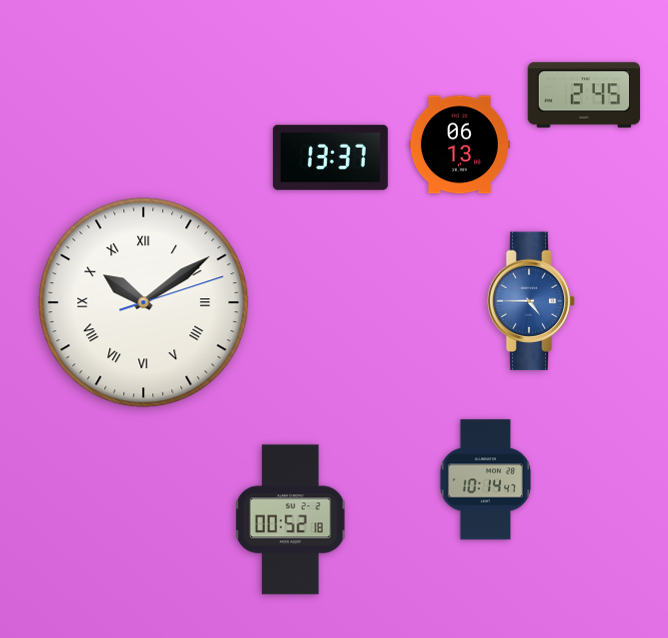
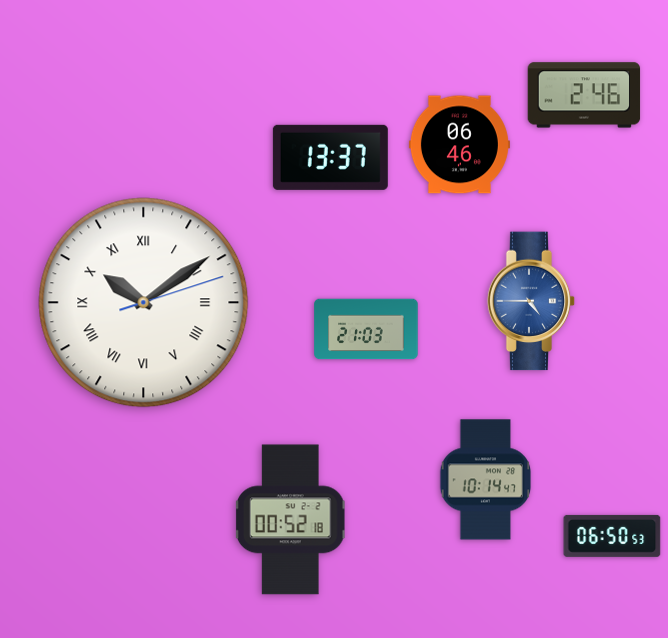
clock at (584, 95): 2:45 -> 2:46
clock at (459, 145): 06:13 -> 06:46
clock at (366, 329): none -> 21:03
clock at (612, 536): none -> 06:50
